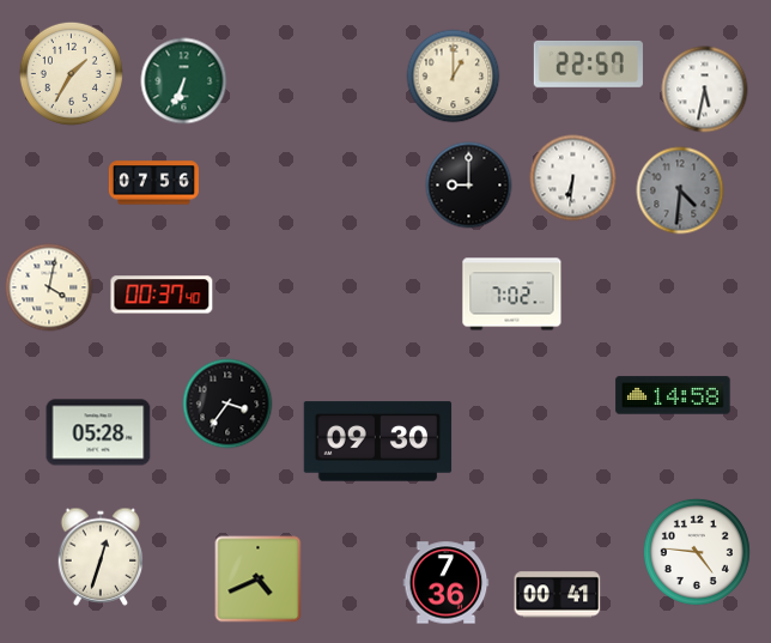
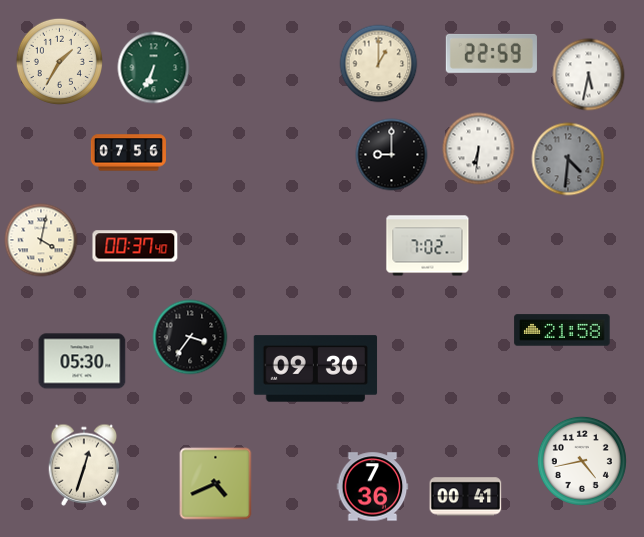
clock at (588, 63): 22:57 -> 22:59
clock at (673, 395): 14:58 -> 21:58
clock at (98, 432): 05:28 -> 05:30
clock at (697, 552): 4:46 -> 4:43
